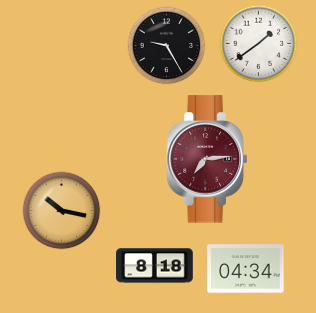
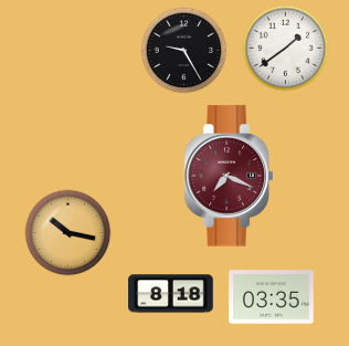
clock at (207, 159): 7:14 -> 7:19
clock at (246, 269): 04:34 -> 03:35
